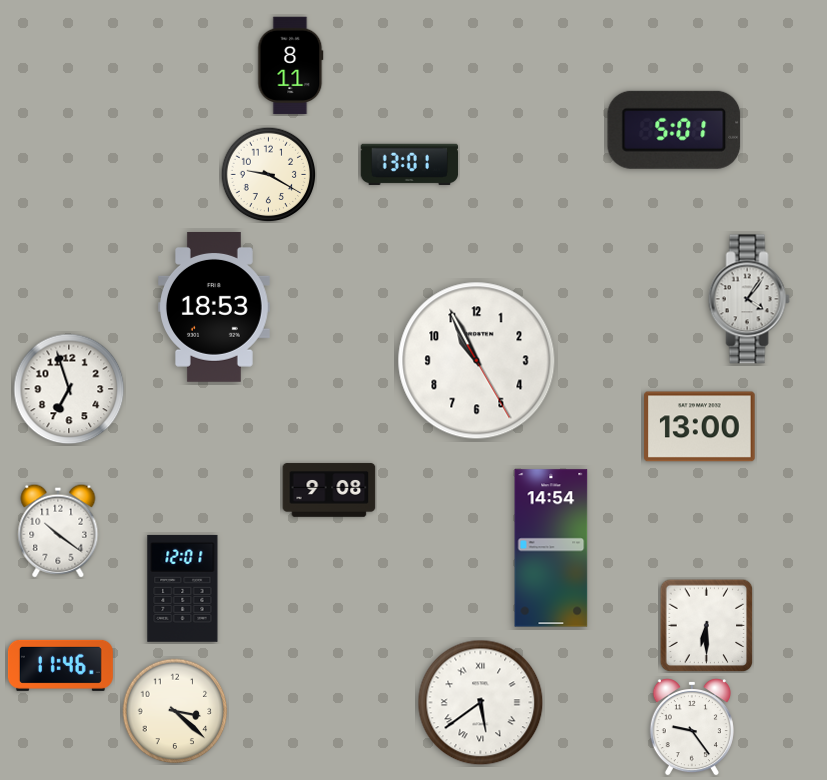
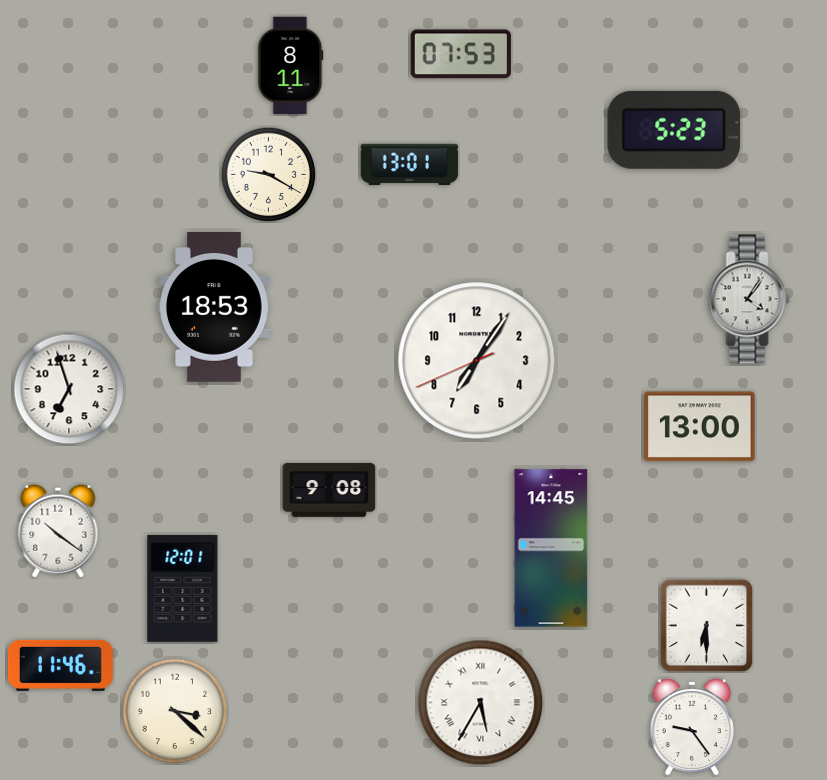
clock at (461, 54): none -> 07:53
clock at (674, 130): 5:01 -> 5:23
clock at (477, 361): 10:55 -> 7:05
clock at (551, 548): 14:54 -> 14:45
clock at (481, 703): 5:39 -> 5:35
